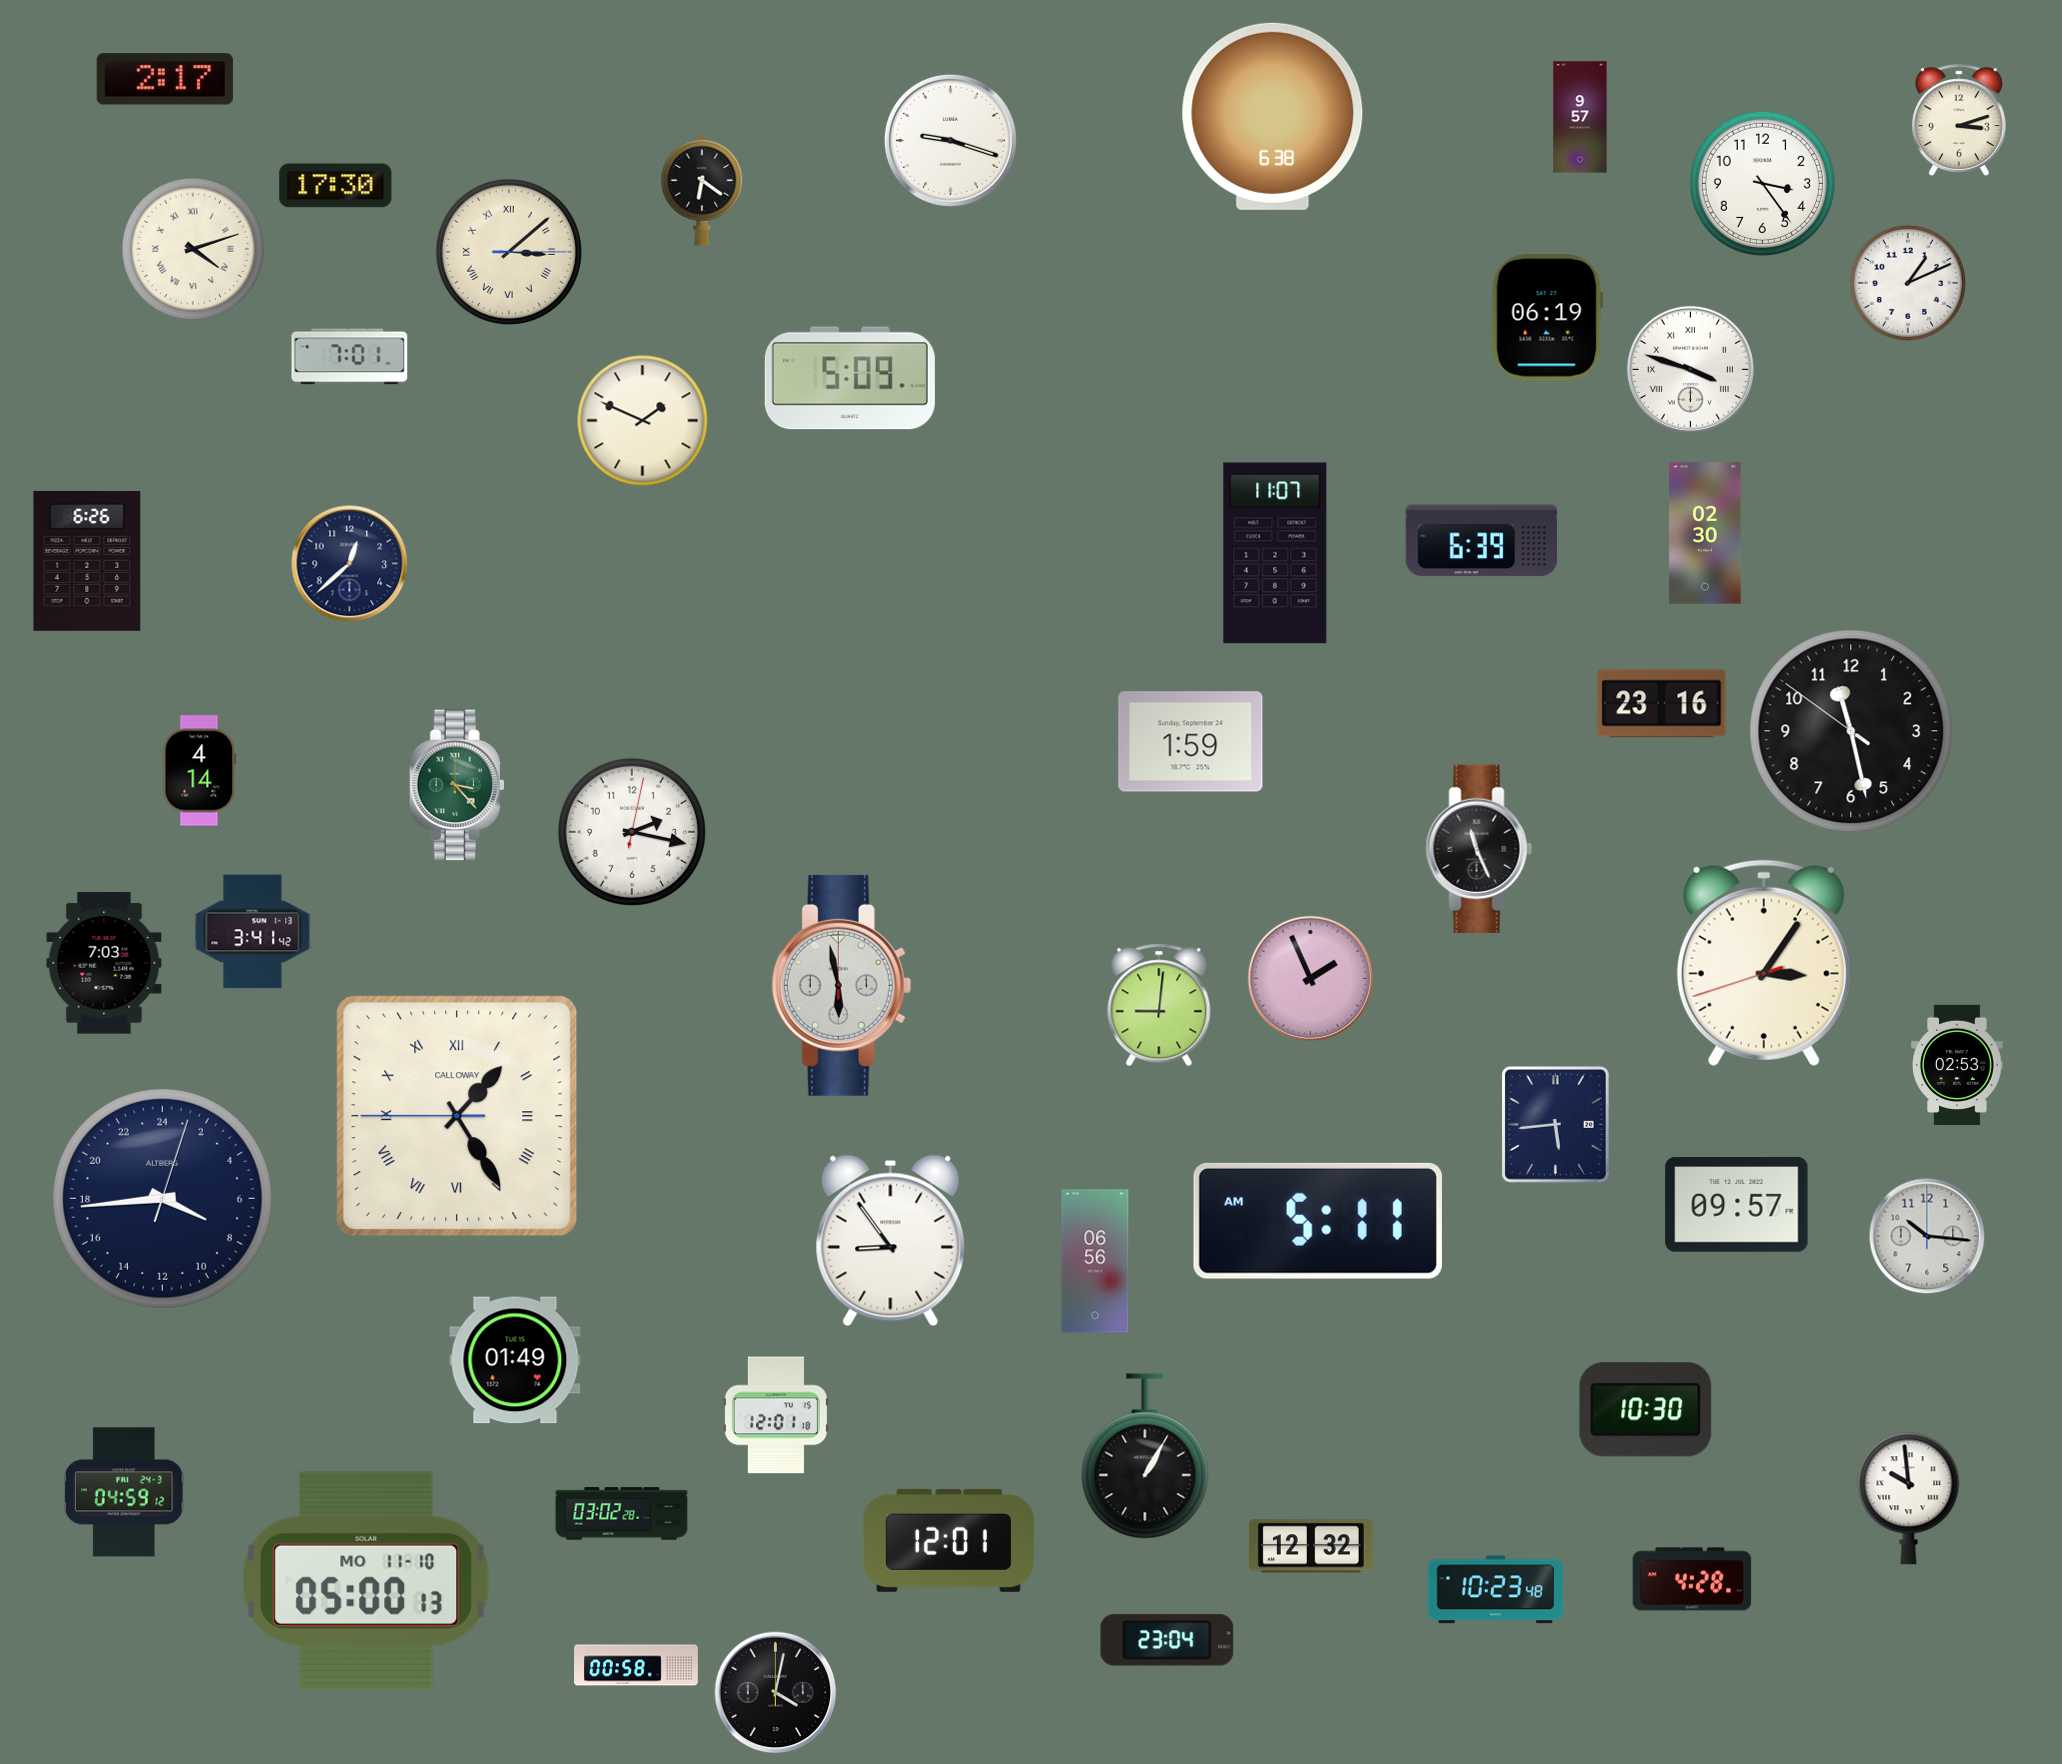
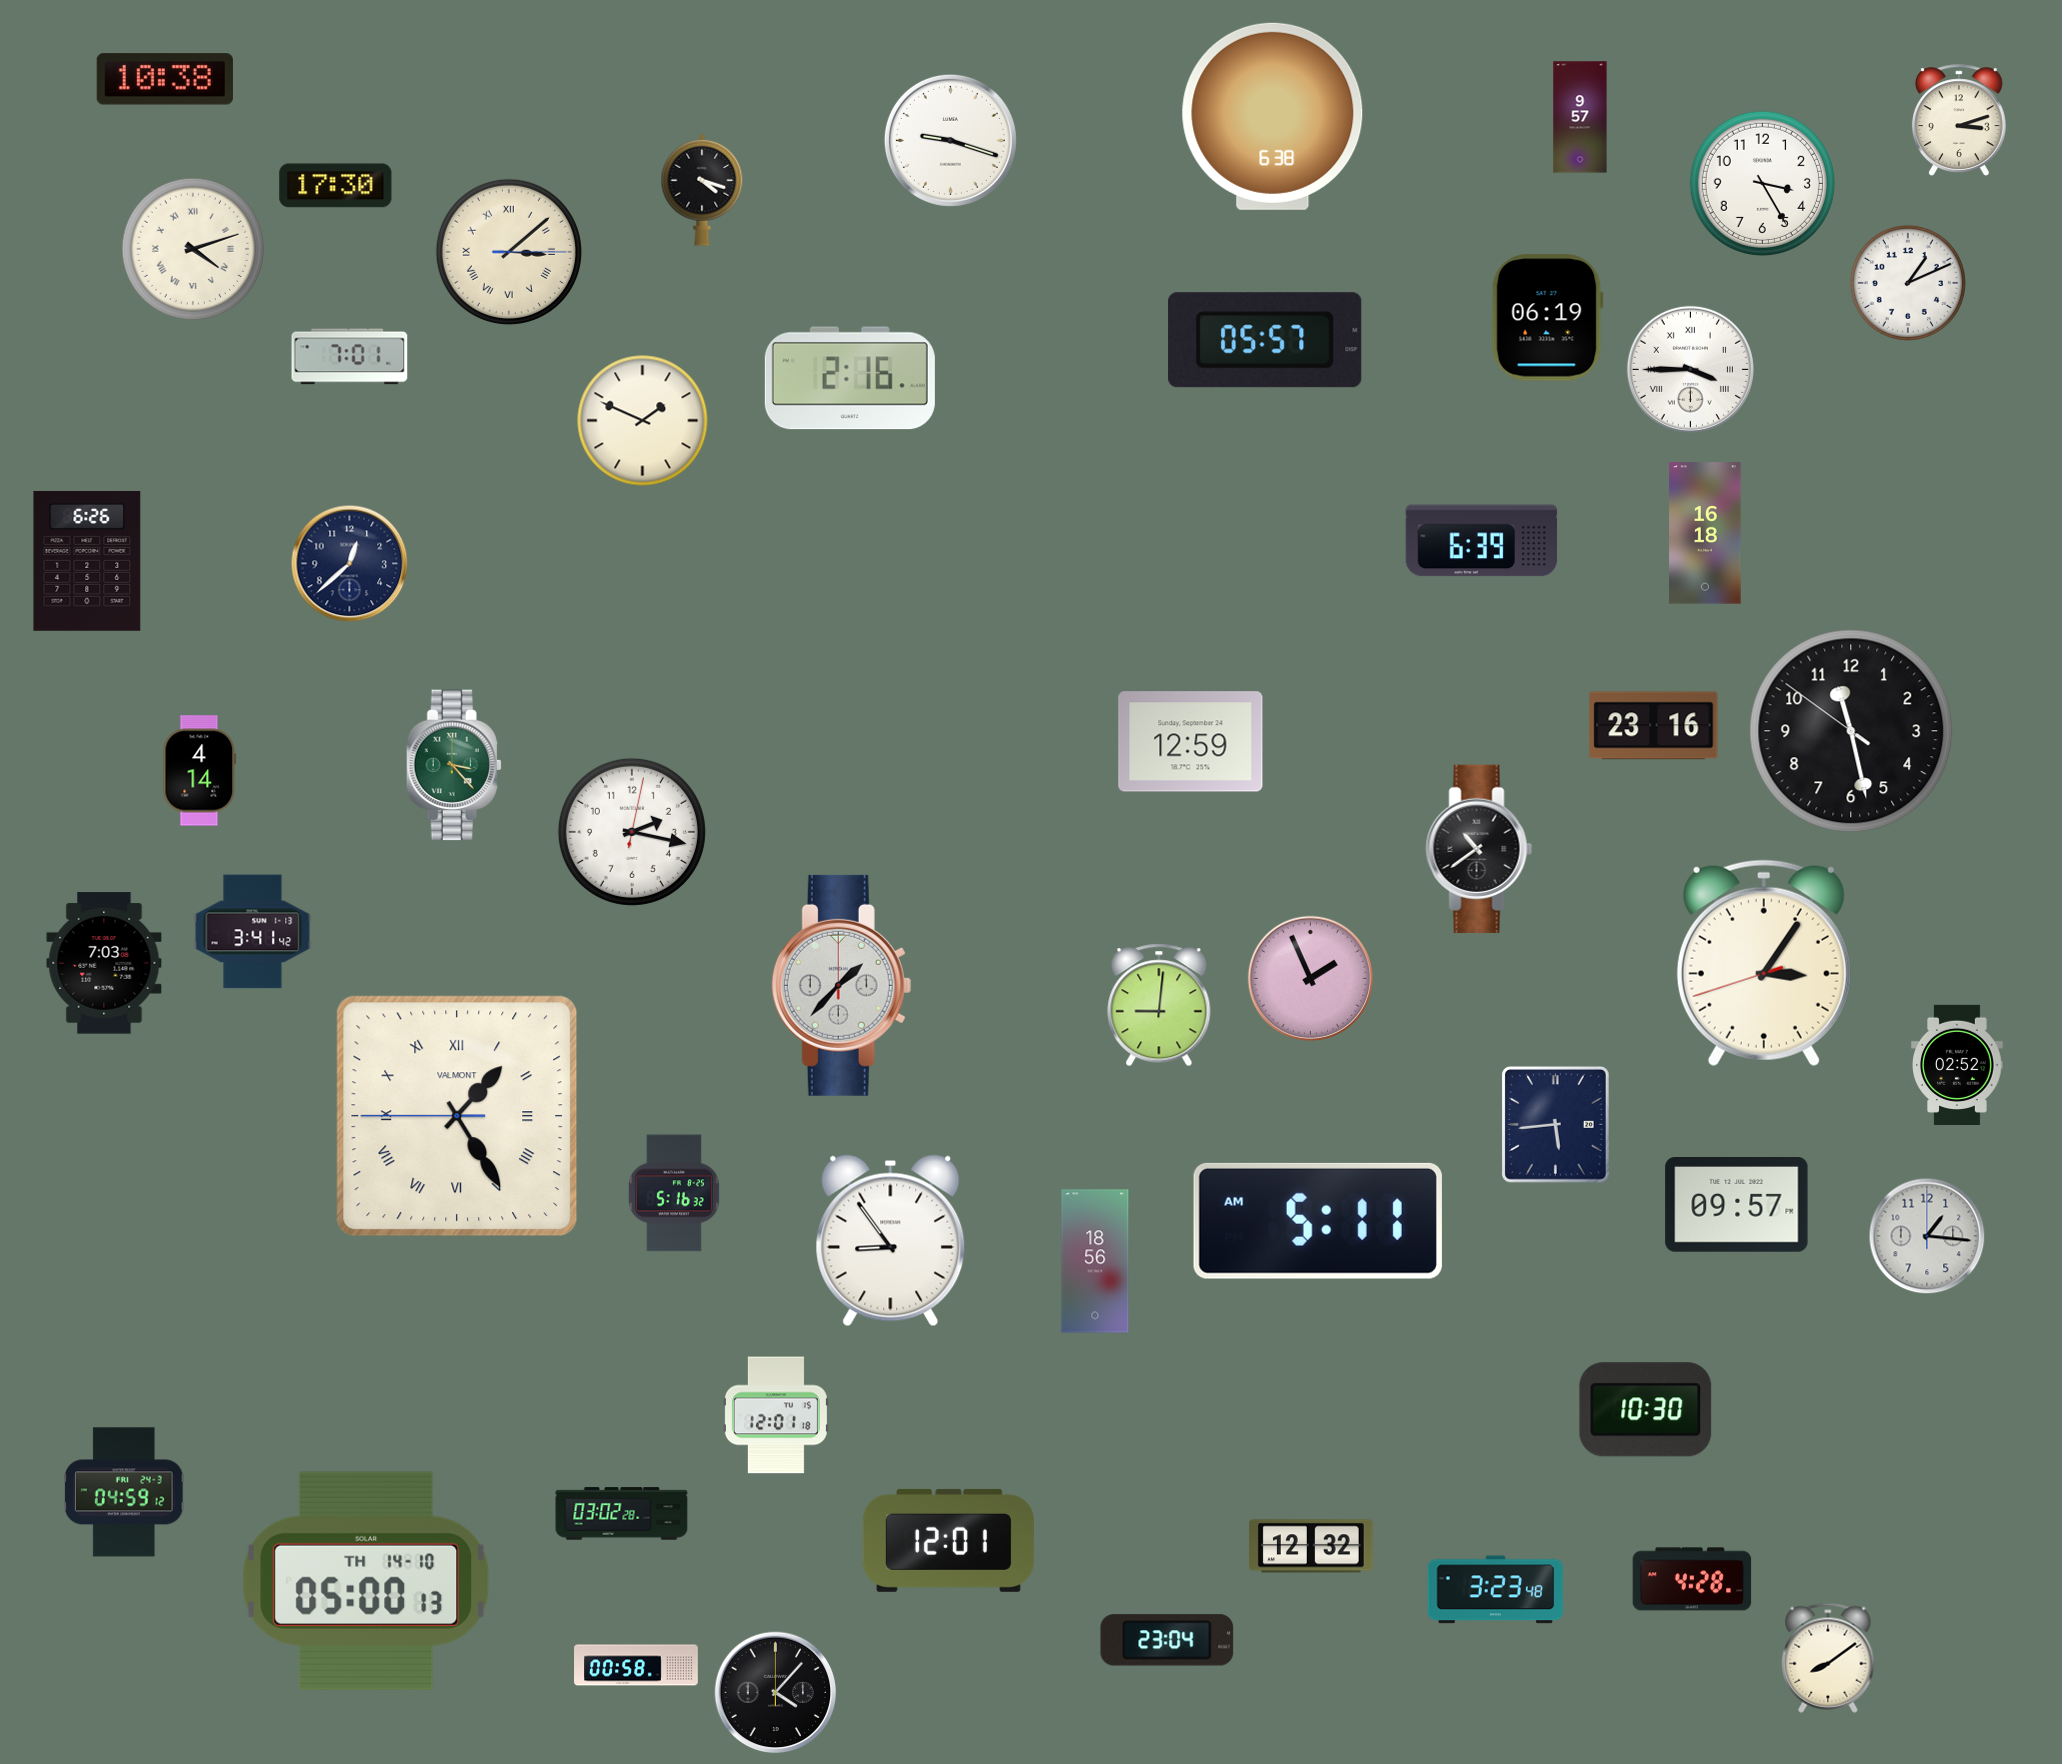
clock at (165, 79): 2:17 -> 10:38
clock at (1762, 183): 3:24 -> 3:25
clock at (702, 190): 6:21 -> 4:18
clock at (1265, 340): none -> 05:57
clock at (1690, 369): 3:48 -> 3:45
clock at (850, 378): 5:09 -> 2:16
clock at (1705, 533): 02:30 -> 16:18
clock at (1275, 553): 11:07 -> none
clock at (1662, 704) position: (1662, 704) -> (1654, 726)
clock at (1191, 742): 1:59 -> 12:59
clock at (457, 785) position: (457, 785) -> (454, 765)
clock at (1479, 849): 11:26 -> 10:39
clock at (842, 985): 5:58 -> 1:37
clock at (1957, 1064): 02:53 -> 02:52
clock at (457, 1116) brand: CALLOWAY -> VALMONT
clock at (674, 1193): none -> 5:16
clock at (162, 1198): 7:44 -> none
clock at (1927, 1236): 10:16 -> 1:16
clock at (1095, 1261): 06:56 -> 18:56
clock at (515, 1360): 01:49 -> none
clock at (1145, 1456): 1:05 -> none
clock at (1909, 1499): 9:59 -> none
clock at (366, 1581) date: MO 11-10 -> TH 14-10
clock at (1496, 1590): 10:23 -> 3:23
clock at (1828, 1658): none -> 8:09
clock at (776, 1693): 4:02 -> 4:07
